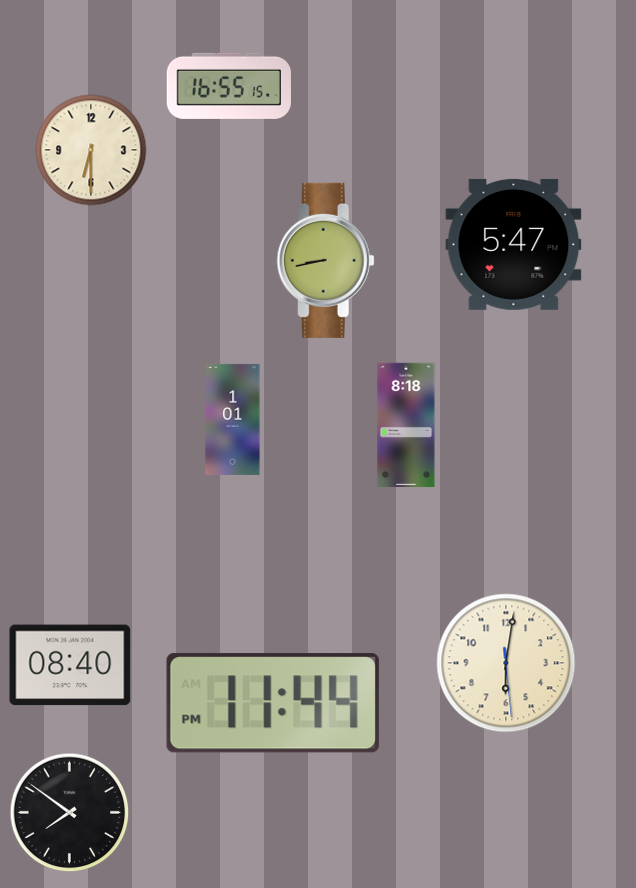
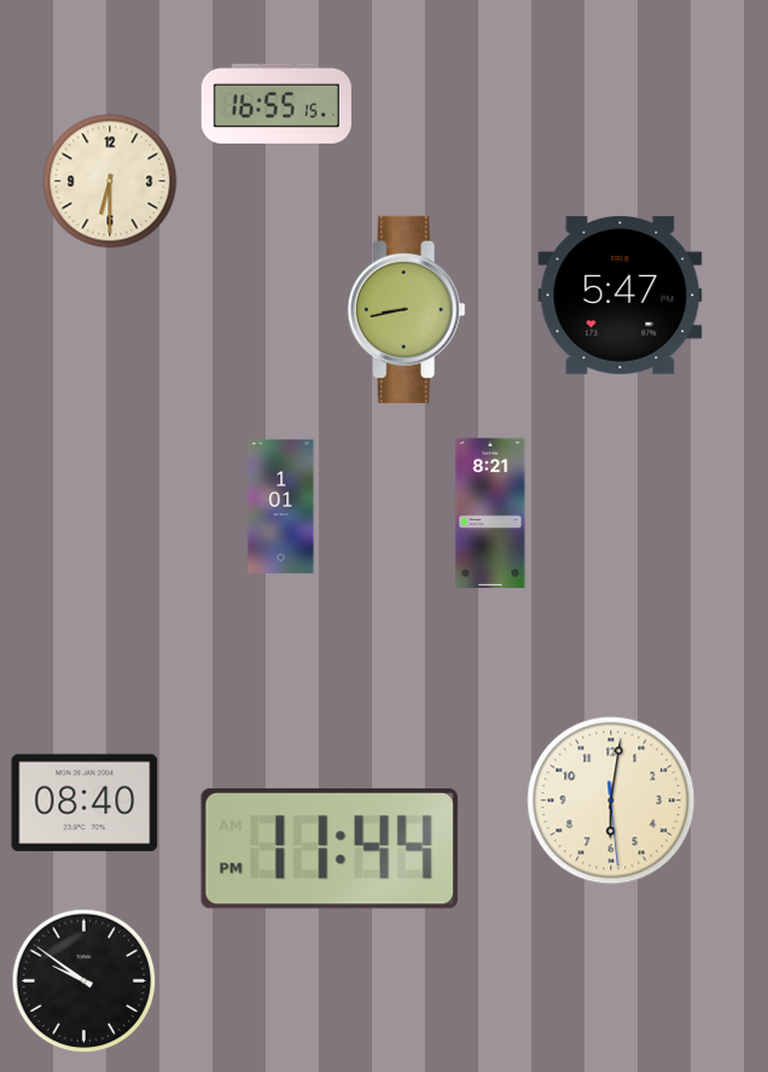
clock at (325, 260) position: (325, 260) -> (406, 309)
clock at (406, 425): 8:18 -> 8:21
clock at (70, 813): 7:51 -> 9:51
